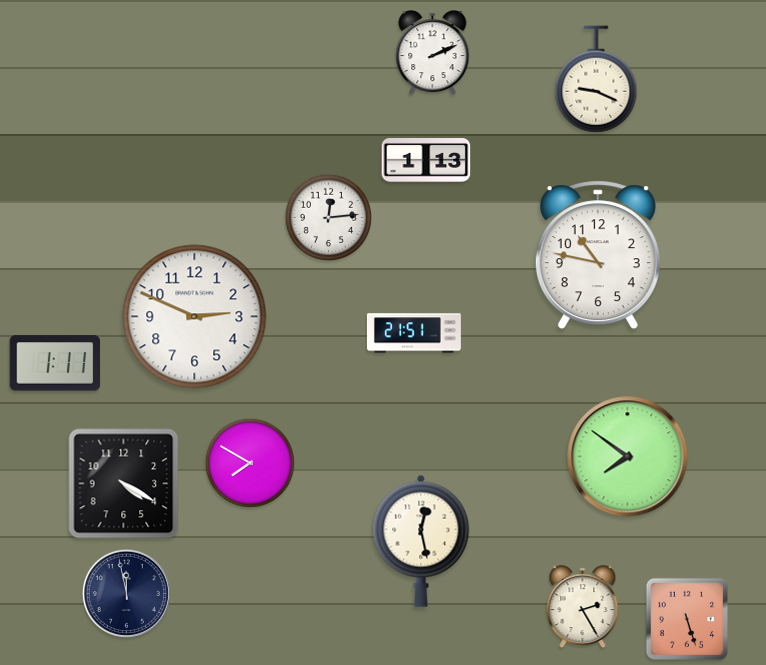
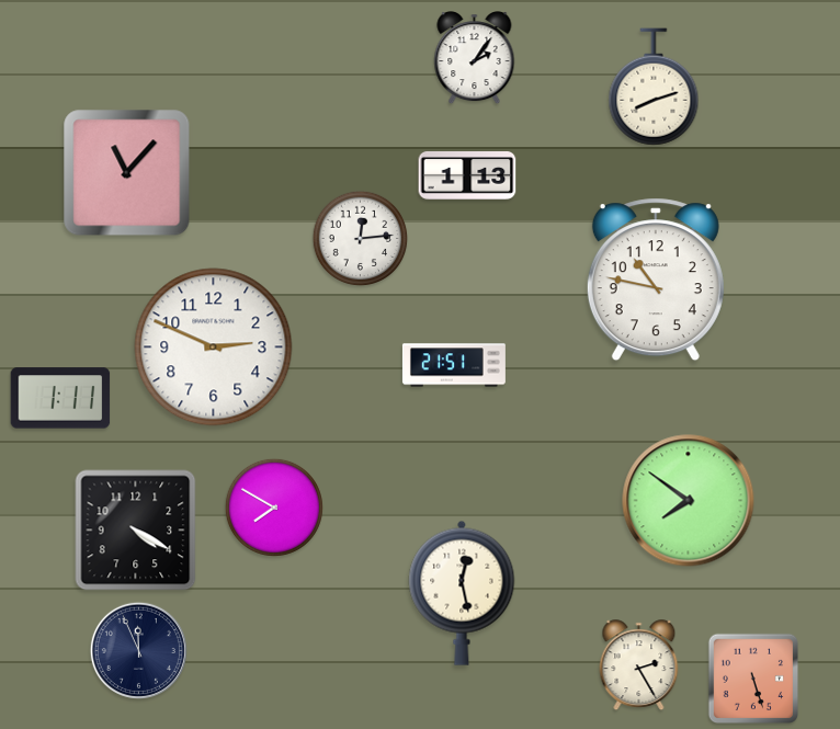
clock at (433, 54): 2:11 -> 2:06
clock at (596, 79): 9:19 -> 8:12
clock at (127, 173): none -> 11:07
clock at (126, 593): 11:58 -> 11:56
